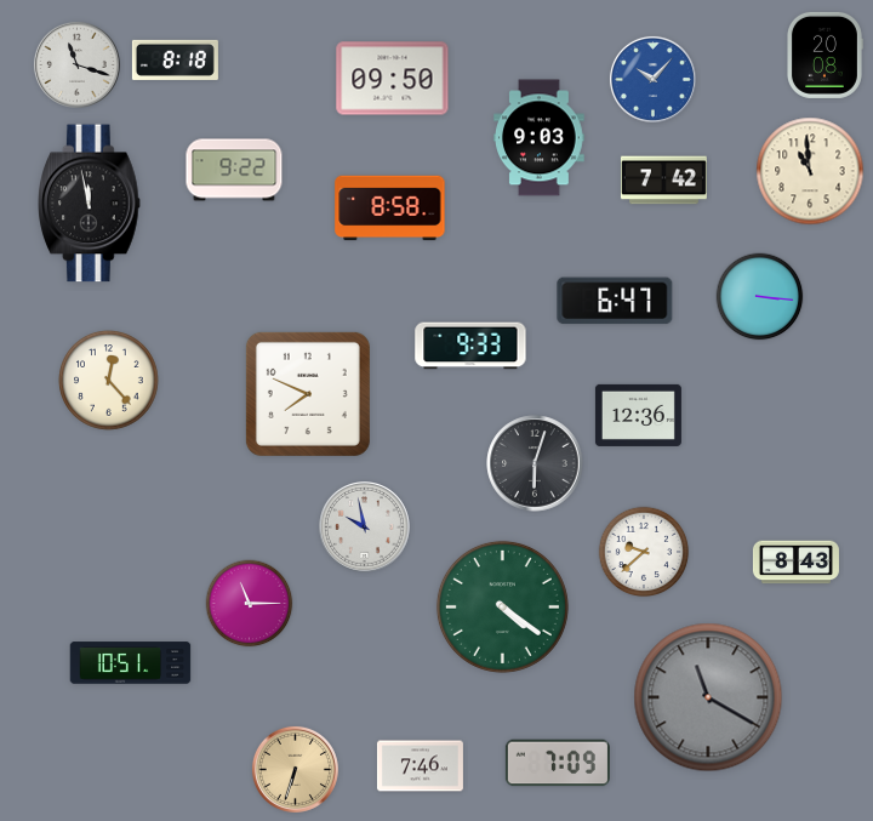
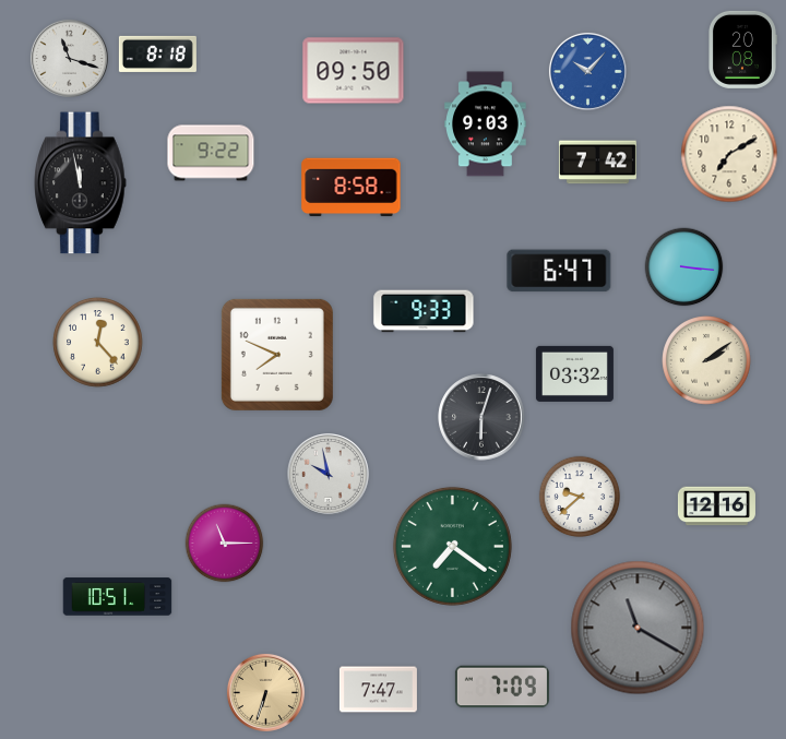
clock at (810, 171): 10:59 -> 7:10
clock at (615, 301) position: (615, 301) -> (559, 271)
clock at (706, 360): none -> 2:09
clock at (638, 415): 12:36 -> 03:32
clock at (795, 563): 8:43 -> 12:16
clock at (502, 606): 4:21 -> 7:21
clock at (420, 766): 7:46 -> 7:47
